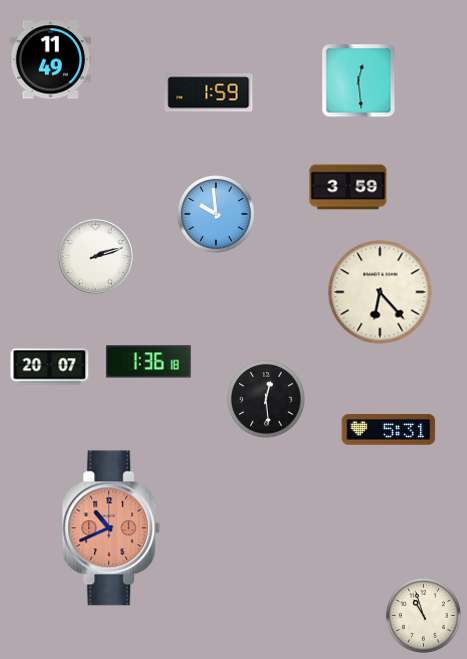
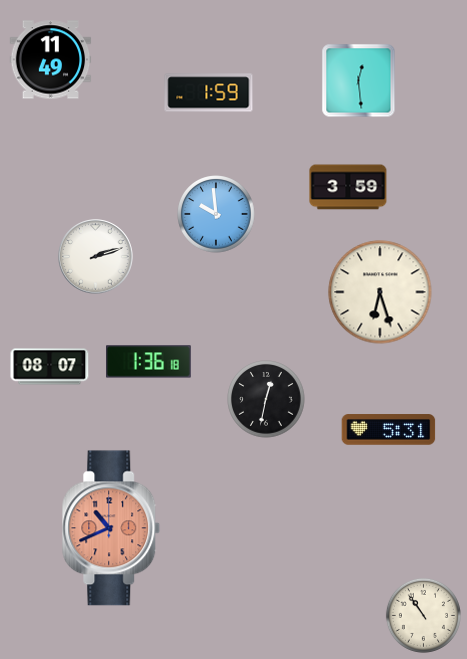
clock at (380, 292): 6:23 -> 6:27
clock at (50, 367): 20:07 -> 08:07
clock at (266, 399): 12:29 -> 12:32
clock at (423, 615): 10:57 -> 10:54
